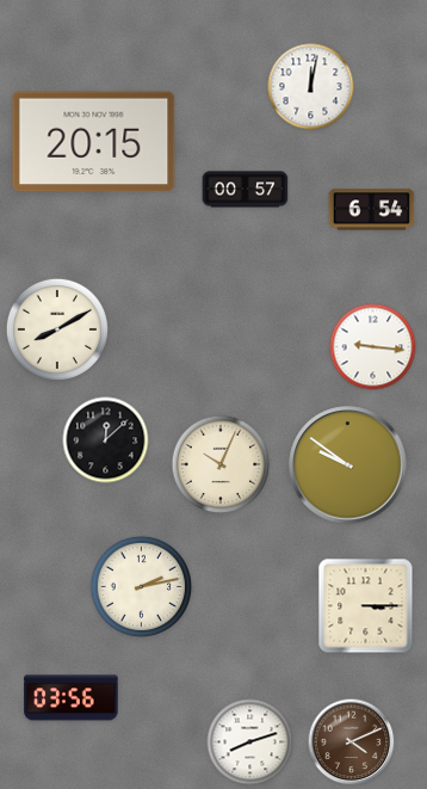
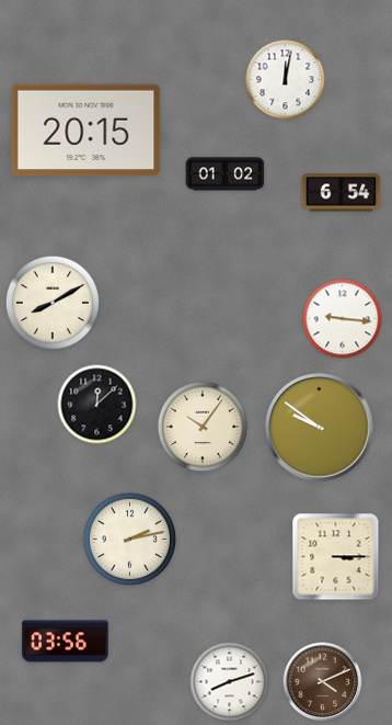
clock at (246, 190): 00:57 -> 01:02
clock at (221, 464): 10:04 -> 10:06
